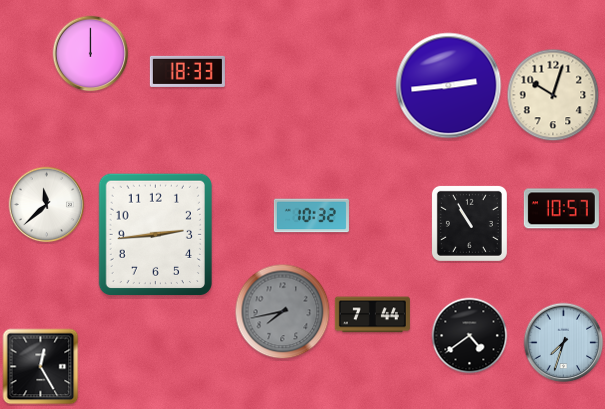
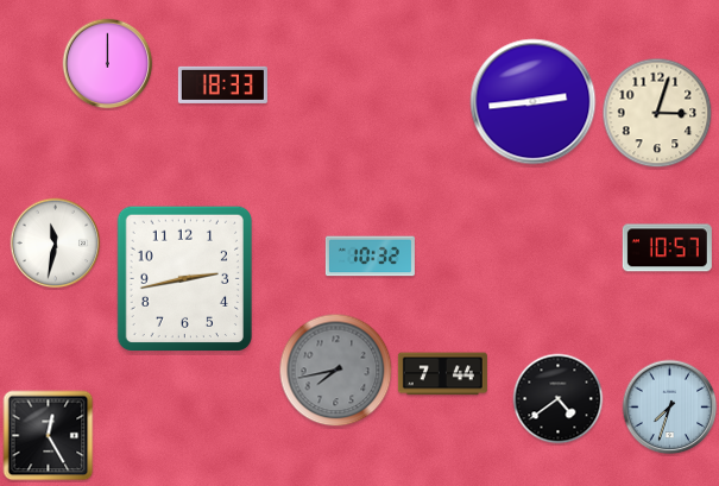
clock at (553, 95): 10:03 -> 3:03
clock at (47, 205): 11:38 -> 11:32
clock at (469, 223): 10:55 -> none
clock at (155, 234): 2:44 -> 2:43
